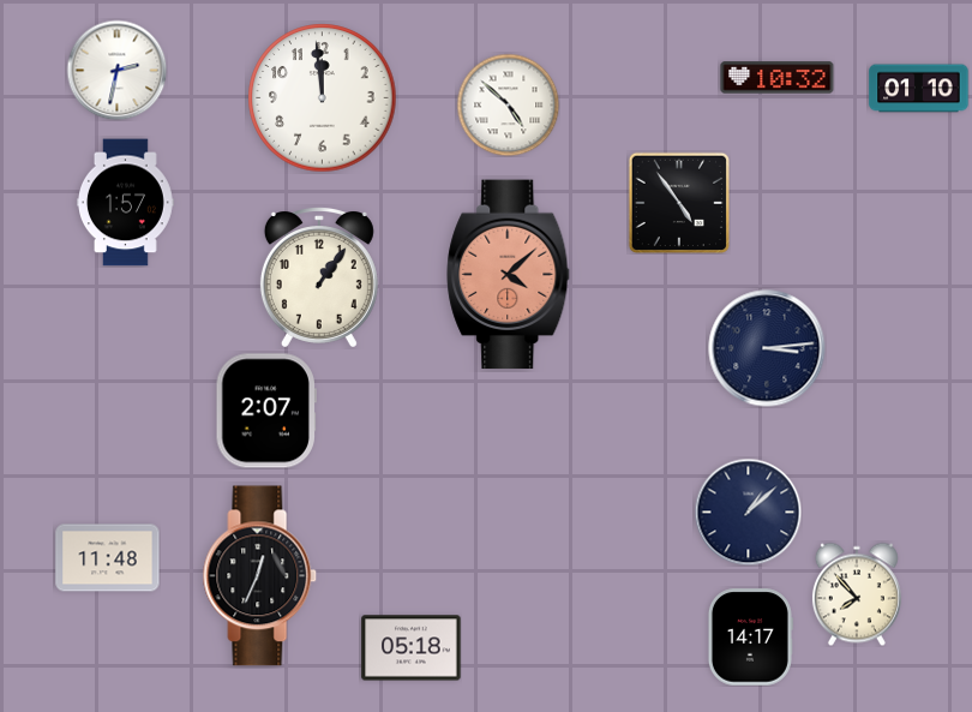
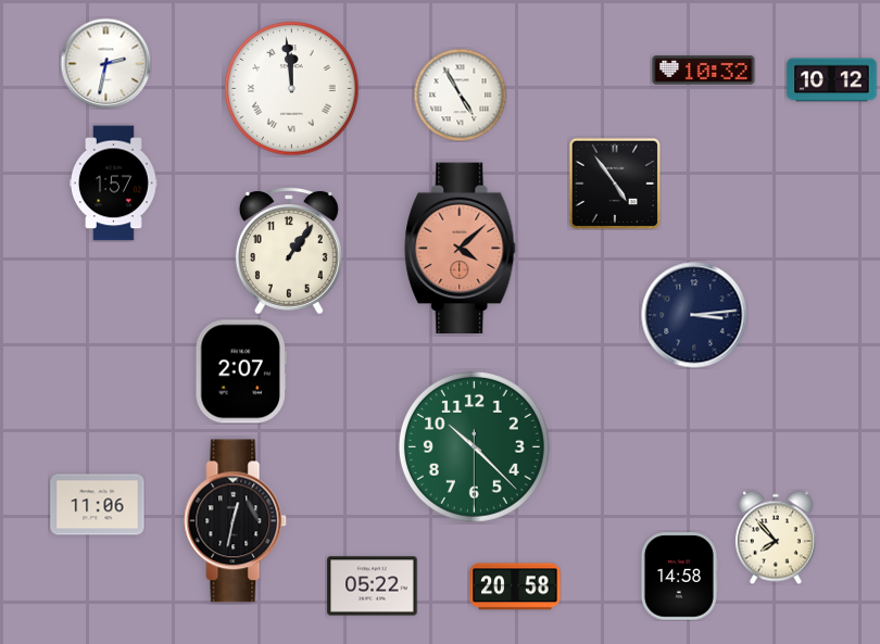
clock at (919, 89): 01:10 -> 10:12
clock at (323, 98) numerals: Arabic -> Roman
clock at (508, 104): 4:52 -> 4:55
clock at (474, 446): none -> 10:22
clock at (748, 511): 1:08 -> none
clock at (108, 558): 11:48 -> 11:06
clock at (260, 576): 12:34 -> 12:32
clock at (750, 638): 14:17 -> 14:58
clock at (412, 648): 05:18 -> 05:22
clock at (515, 586): none -> 20:58
